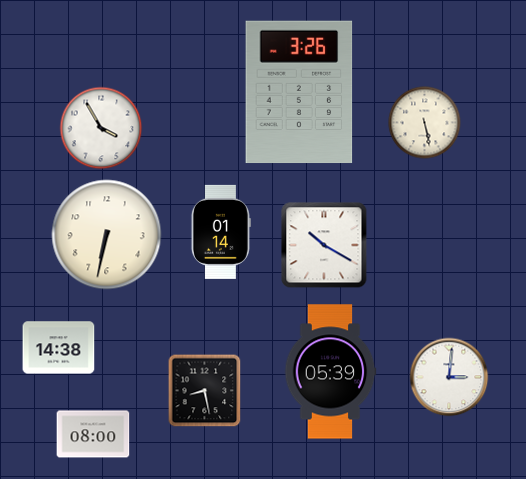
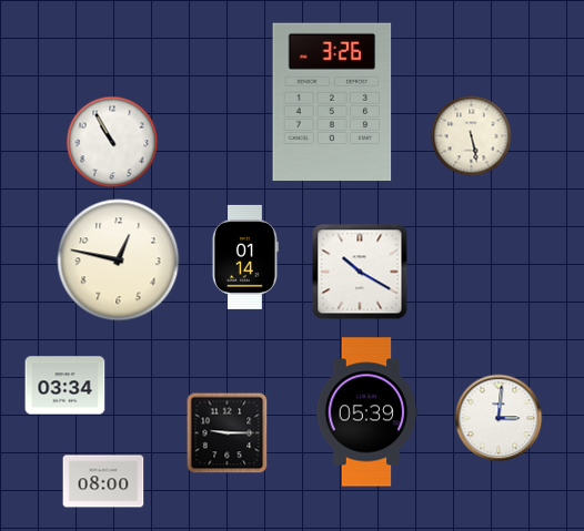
clock at (101, 128): 3:55 -> 10:55
clock at (107, 235): 6:32 -> 12:47
clock at (59, 348): 14:38 -> 03:34
clock at (205, 391): 8:28 -> 9:15
